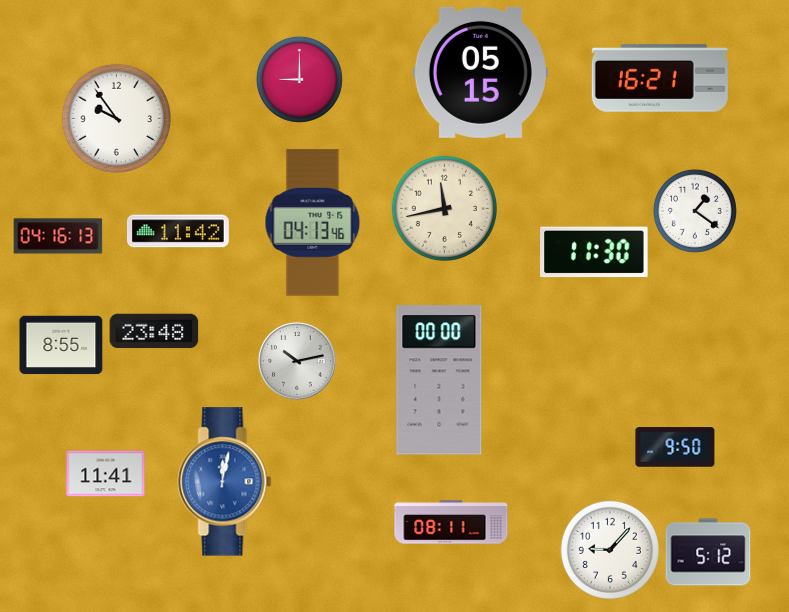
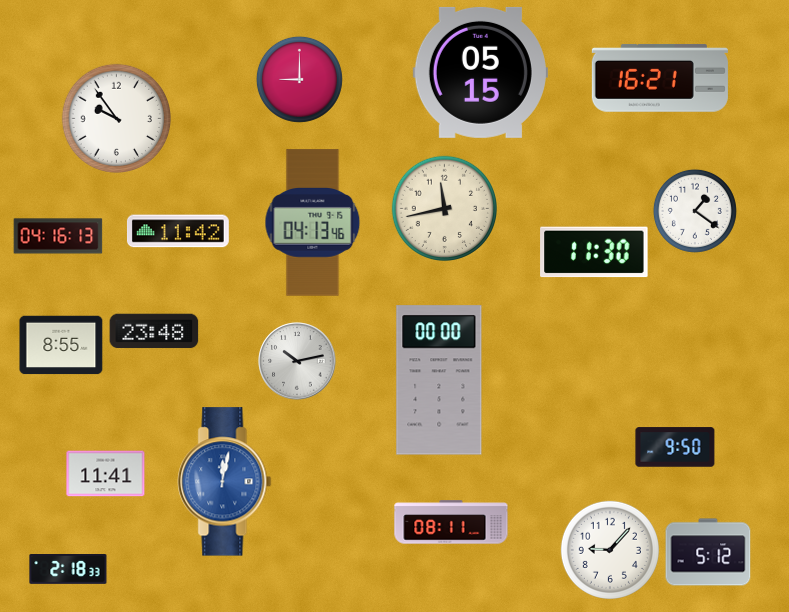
clock at (68, 570): none -> 2:18
